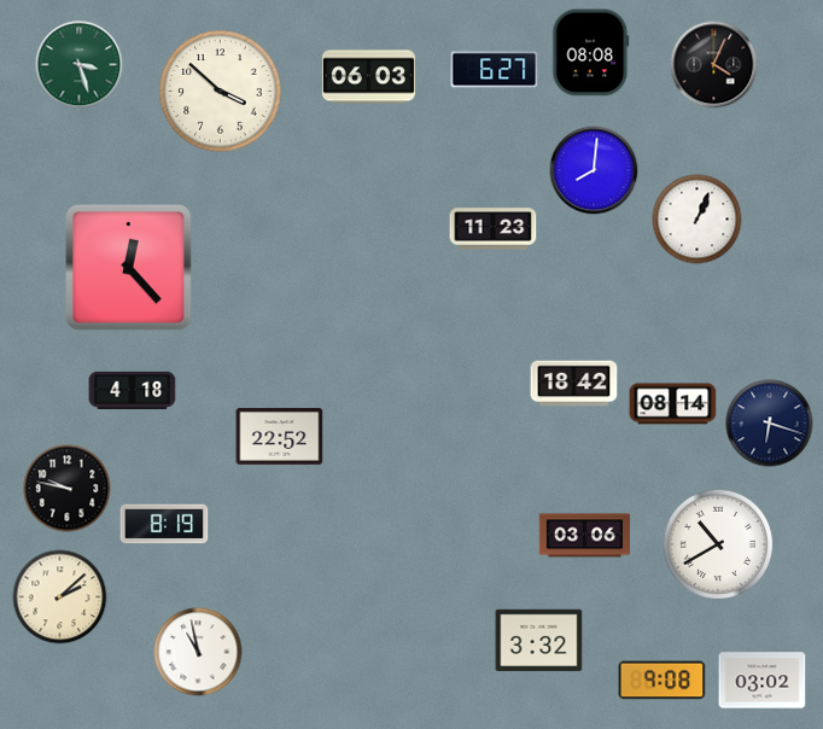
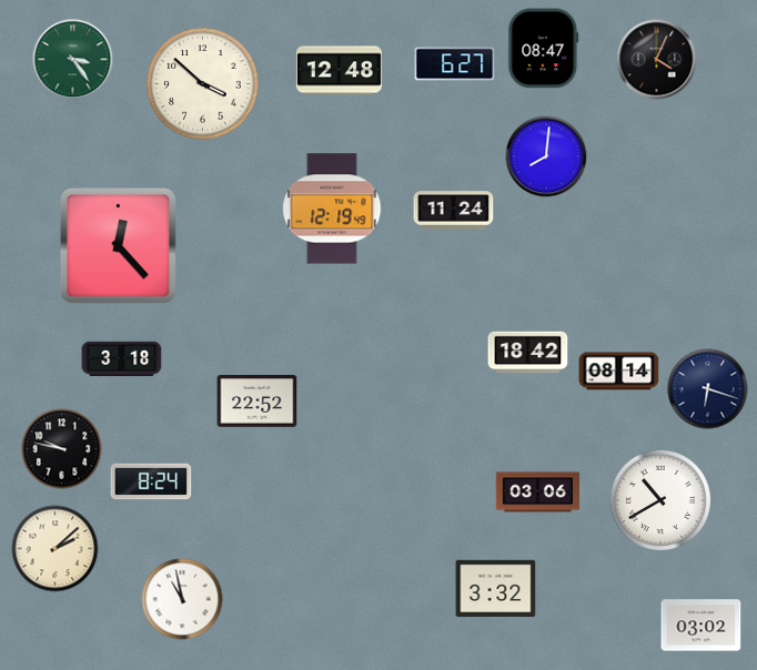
clock at (591, 53): 08:08 -> 08:47
clock at (80, 65): 3:27 -> 3:24
clock at (368, 77): 06:03 -> 12:48
clock at (697, 220): 1:04 -> none
clock at (332, 209): none -> 12:19
clock at (494, 229): 11:23 -> 11:24
clock at (133, 391): 4:18 -> 3:18
clock at (164, 524): 8:19 -> 8:24
clock at (663, 681): 9:08 -> none
